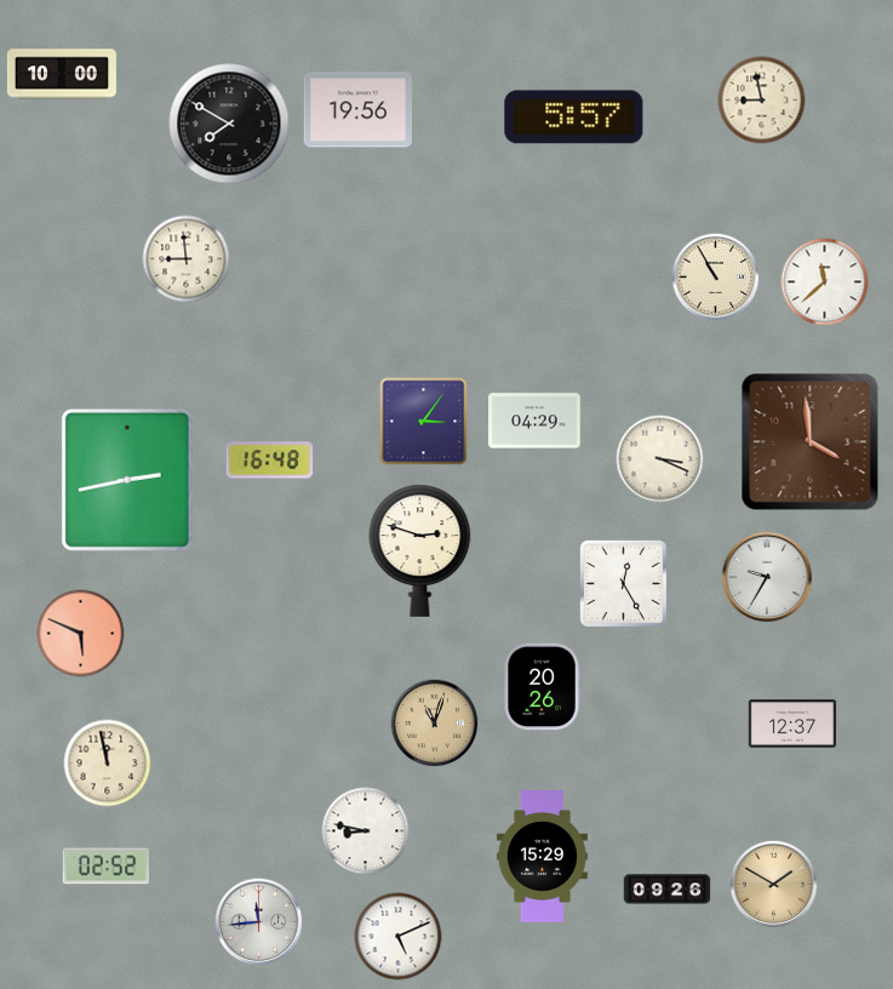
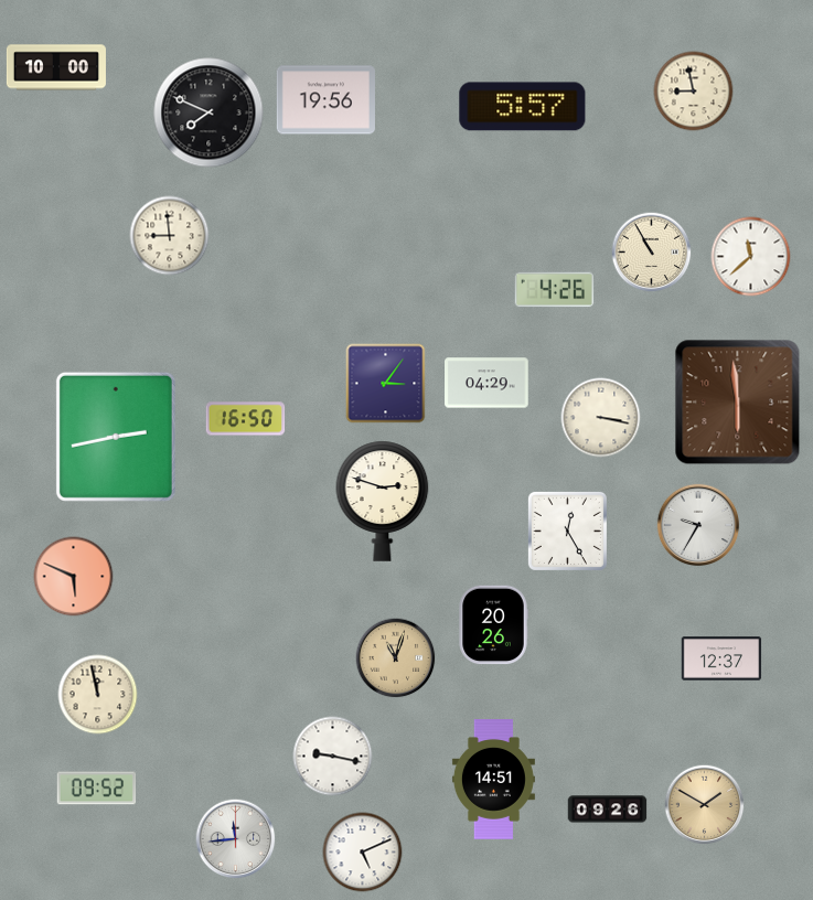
clock at (229, 124): 7:50 -> 7:49
clock at (555, 290): none -> 4:26
clock at (811, 442): 3:59 -> 5:59
clock at (660, 459): 3:19 -> 3:17
clock at (270, 461): 16:48 -> 16:50
clock at (366, 831): 8:47 -> 9:17
clock at (542, 857): 15:29 -> 14:51
clock at (107, 867): 02:52 -> 09:52
